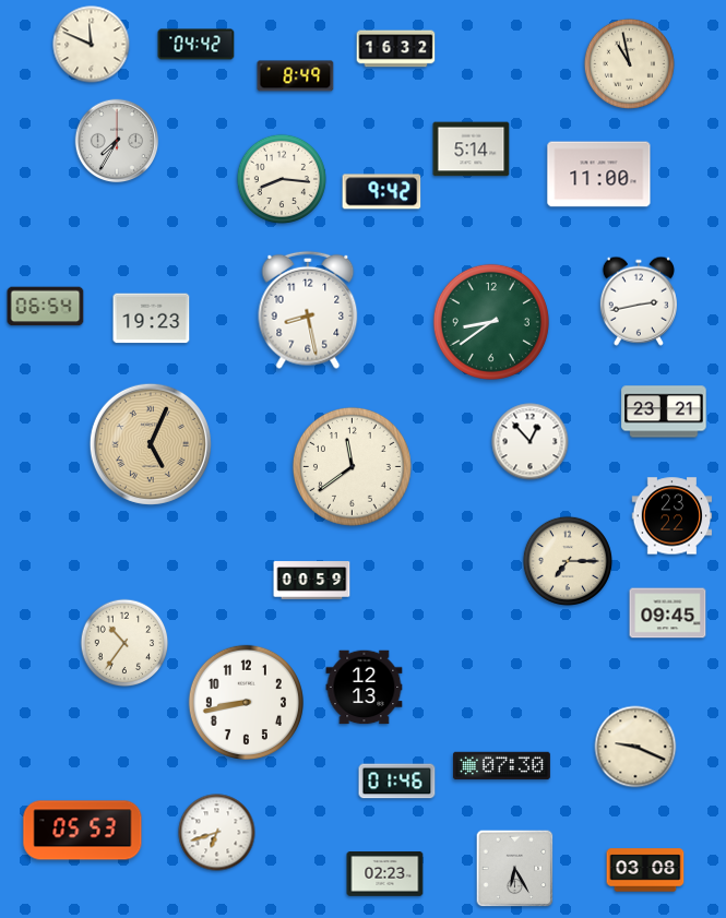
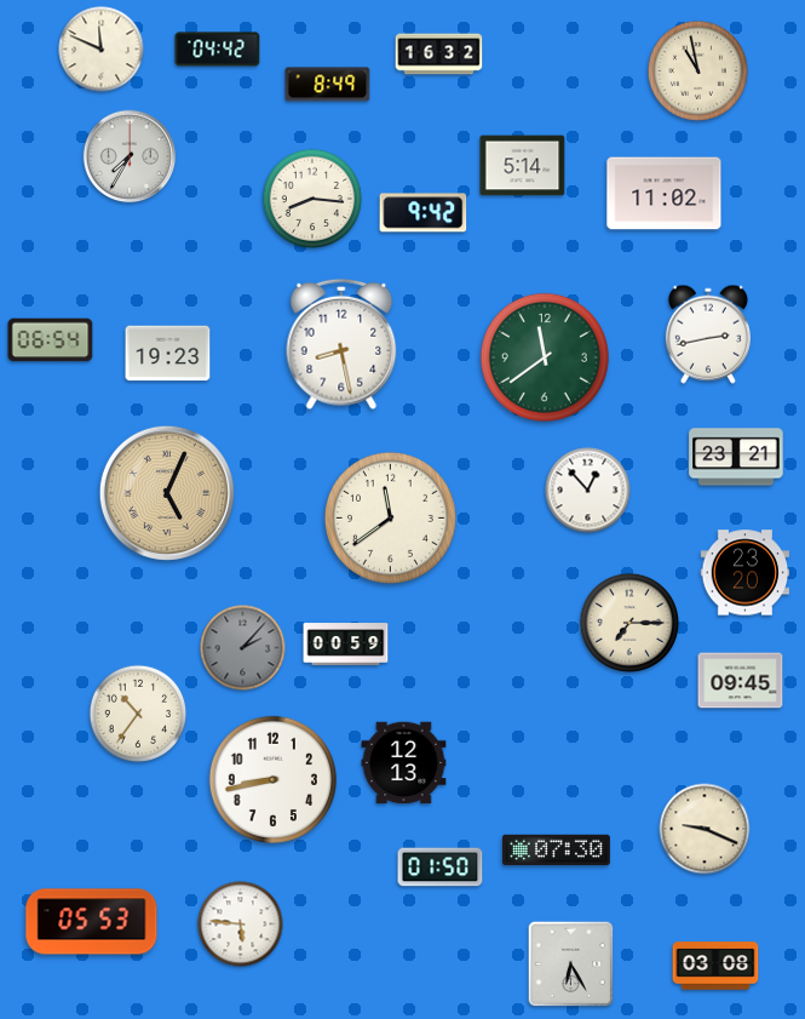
clock at (599, 175): 11:00 -> 11:02
clock at (491, 322): 8:39 -> 11:39
clock at (673, 516): 23:22 -> 23:20
clock at (243, 648): none -> 2:07
clock at (397, 782): 01:46 -> 01:50
clock at (217, 833): 6:42 -> 5:46
clock at (385, 874): 02:23 -> none
